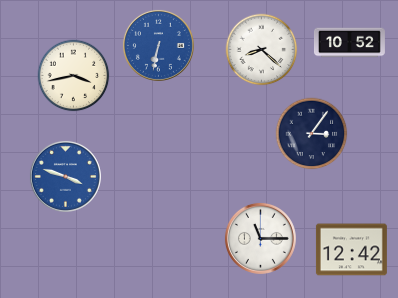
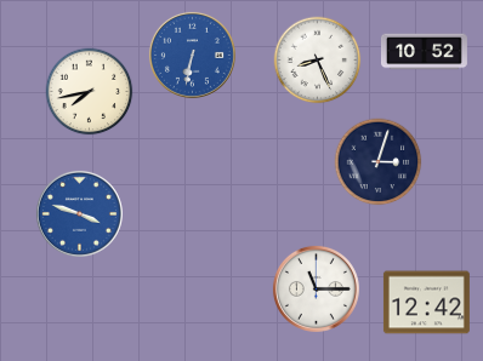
clock at (262, 50): 8:22 -> 8:26
clock at (74, 76): 3:43 -> 7:43
clock at (312, 134): 3:06 -> 3:03
